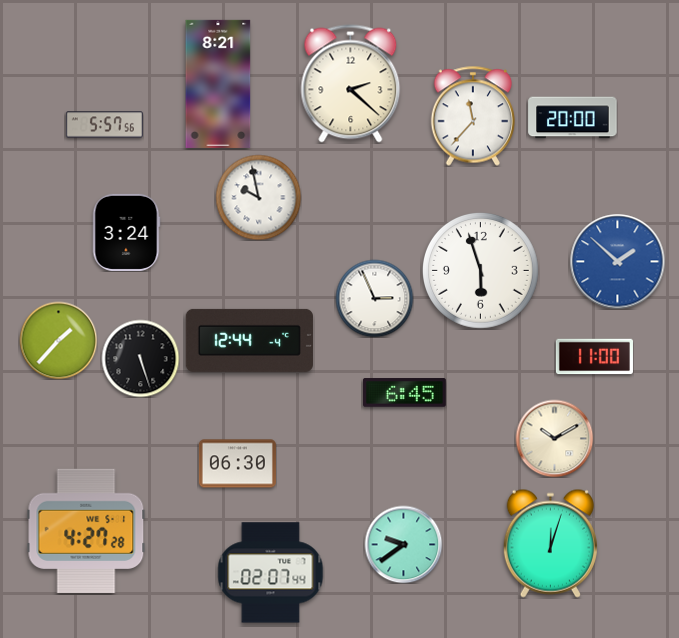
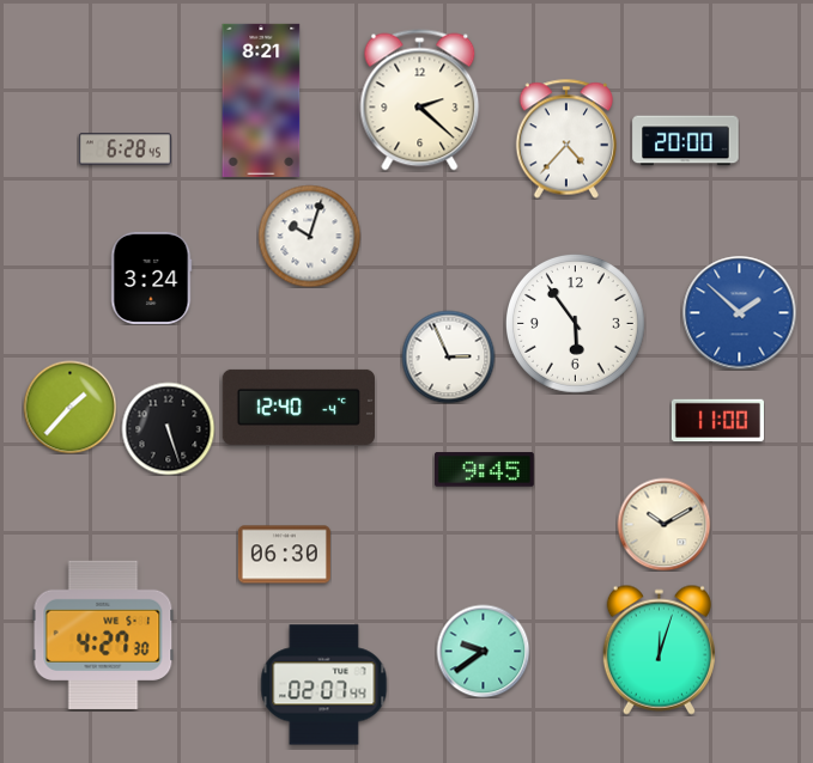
clock at (472, 116): 11:37 -> 4:37
clock at (104, 125): 5:57 -> 6:28
clock at (258, 197): 9:58 -> 10:03
clock at (480, 270): 5:57 -> 5:54
clock at (249, 340): 12:44 -> 12:40
clock at (594, 357) position: (594, 357) -> (717, 421)
clock at (404, 393): 6:45 -> 9:45
clock at (86, 530): 4:27:28 -> 4:27:30
